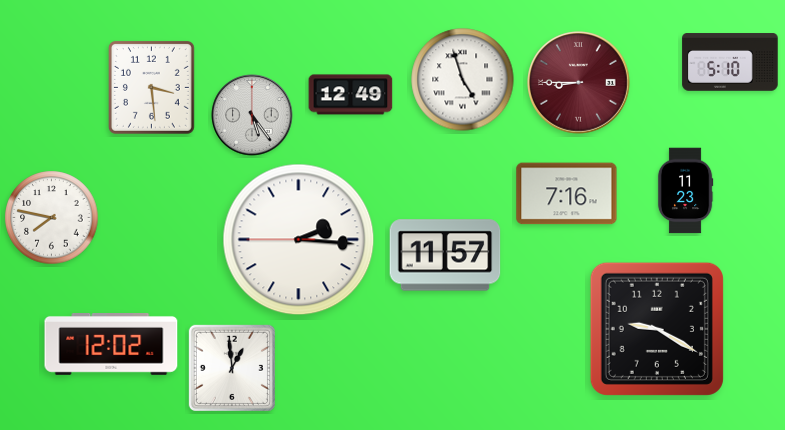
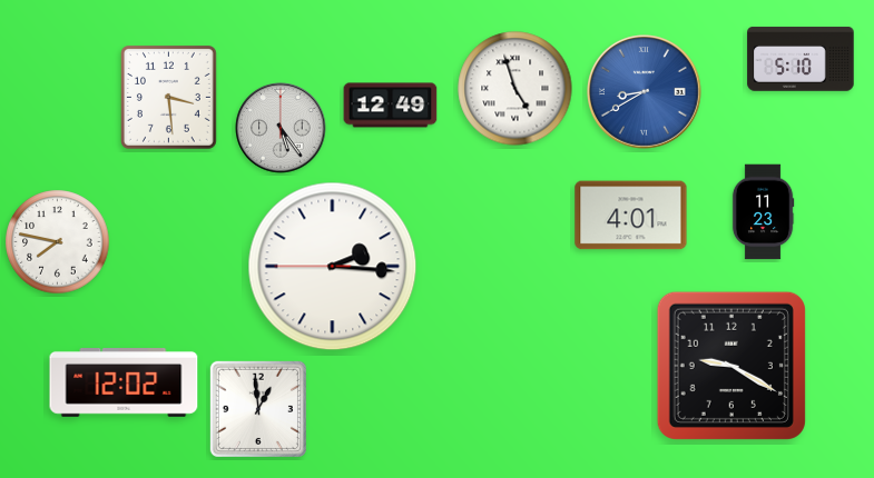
clock at (730, 62) position: (730, 62) -> (801, 59)
clock at (579, 83): 8:45 -> 8:40
clock at (579, 83) dial: burgundy -> blue
clock at (567, 194): 7:16 -> 4:01
clock at (445, 255): 11:57 -> none
